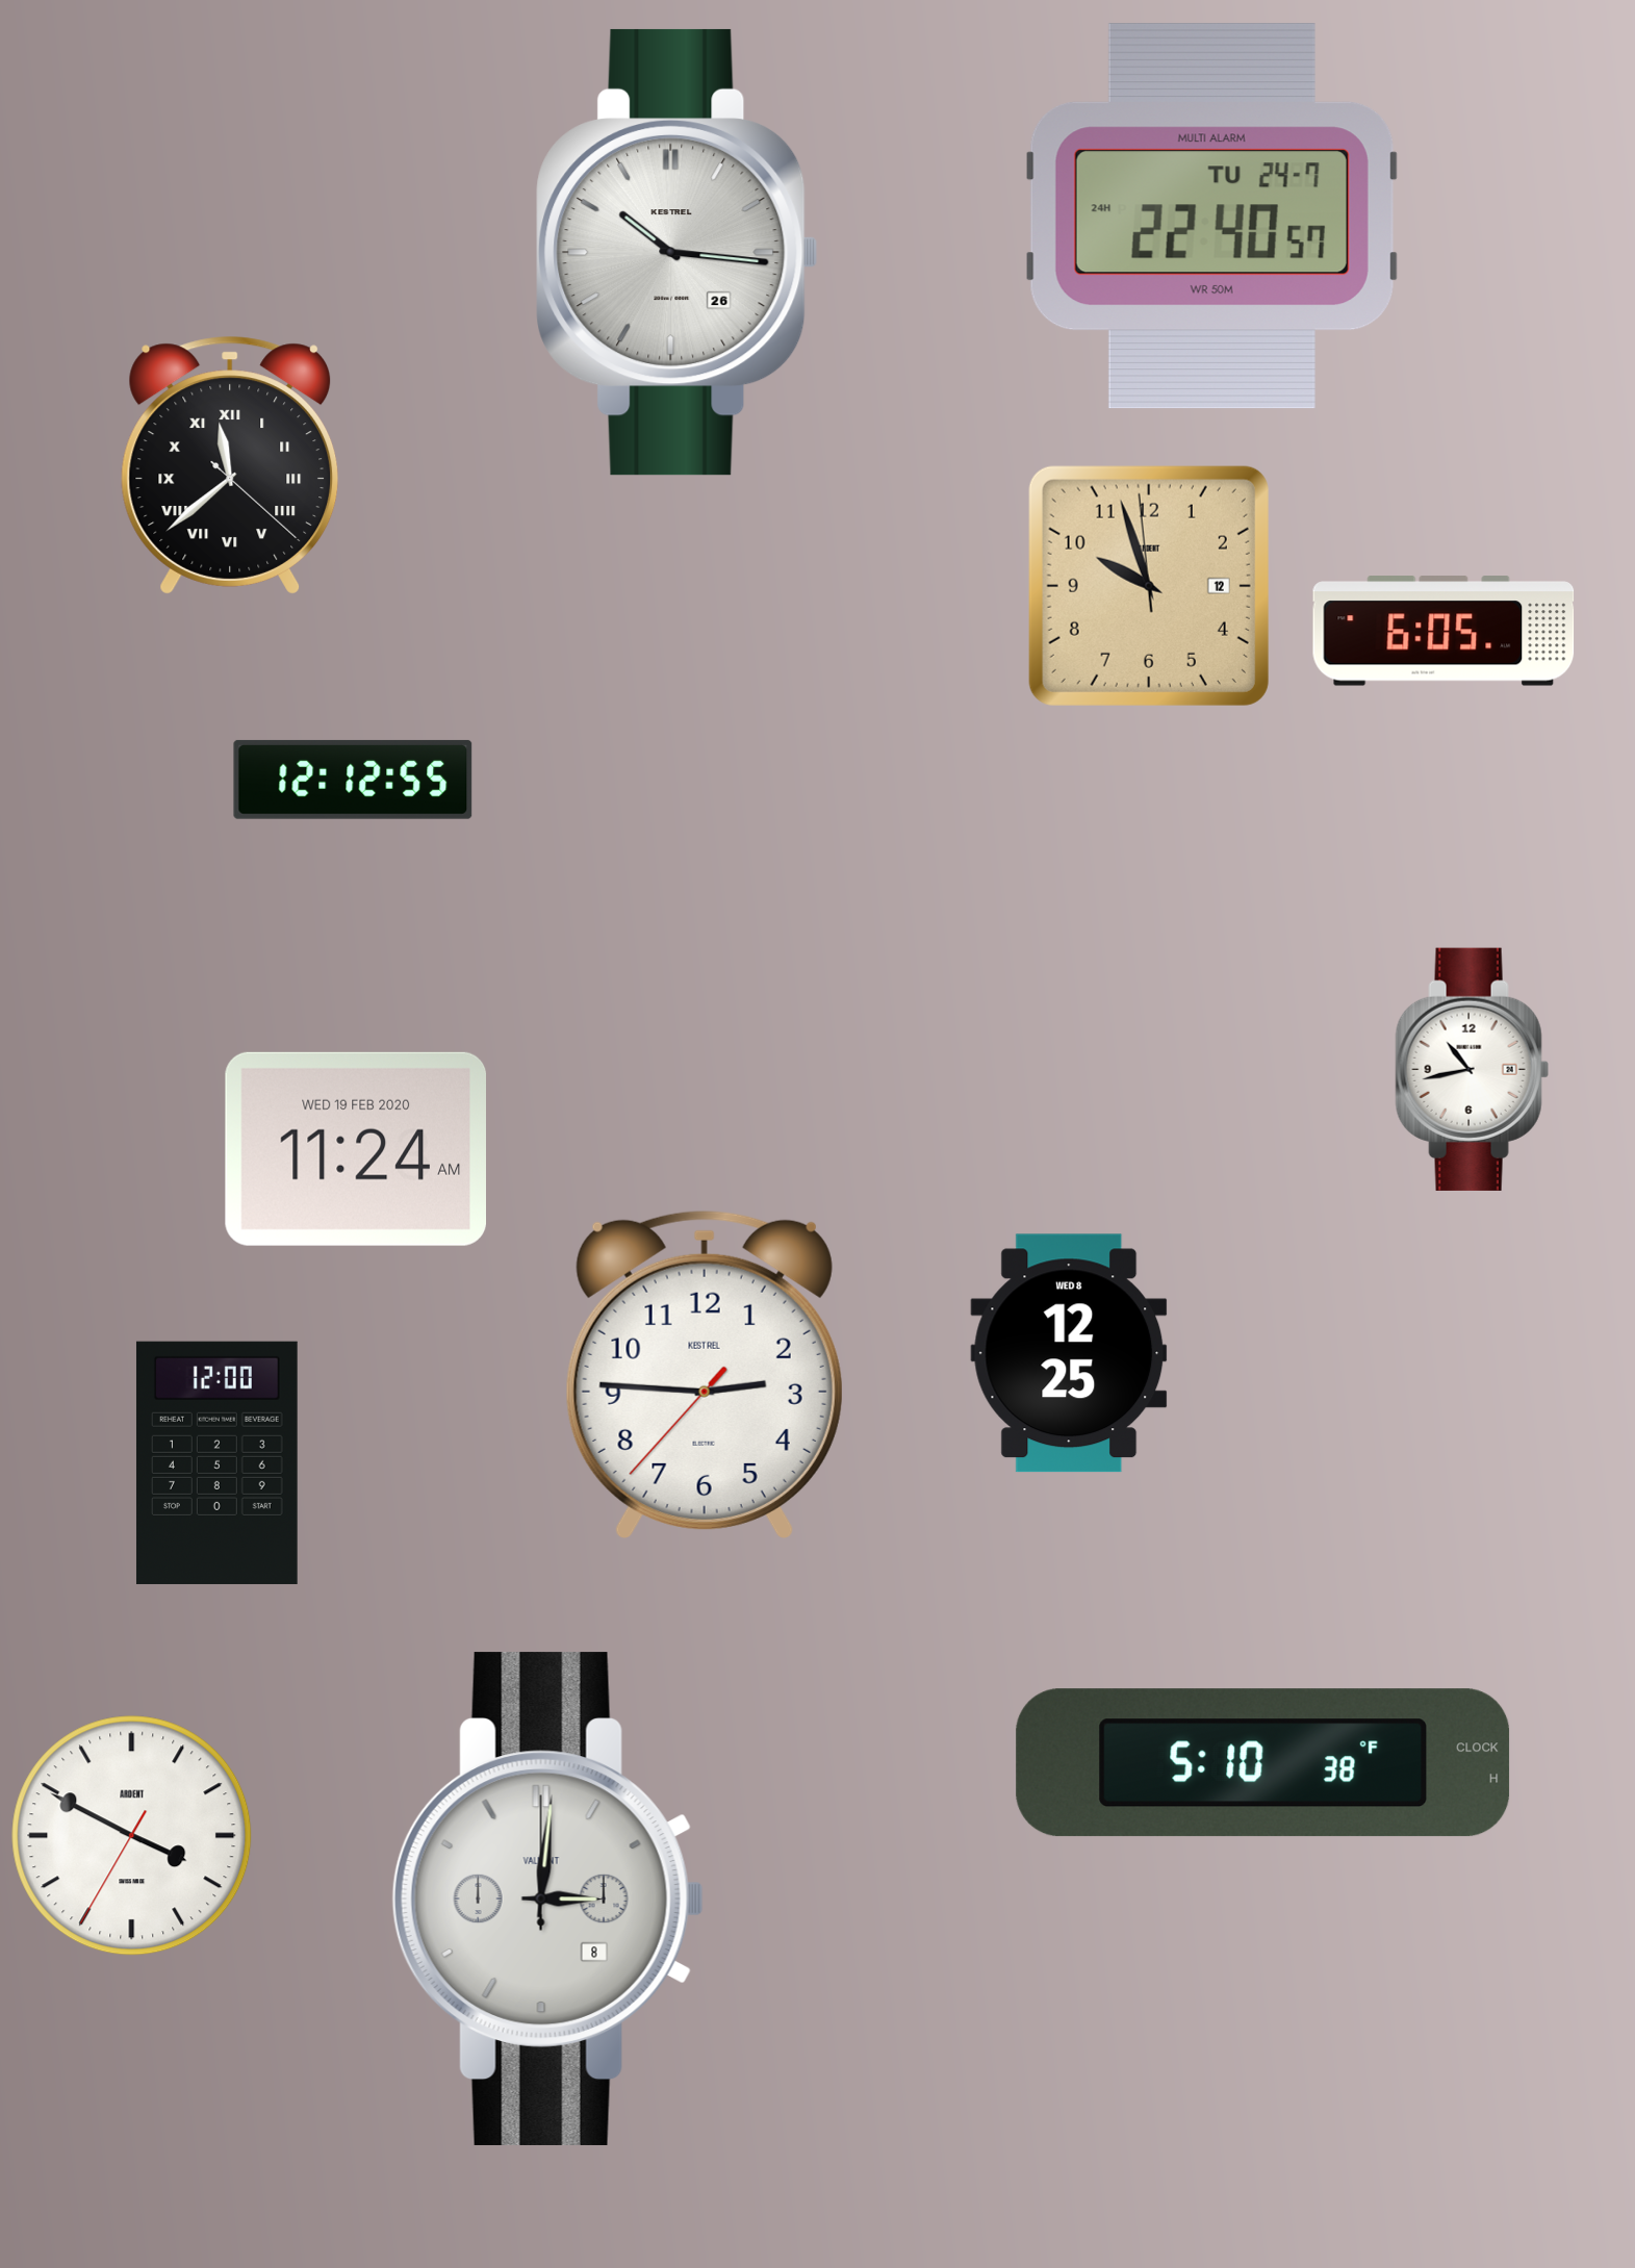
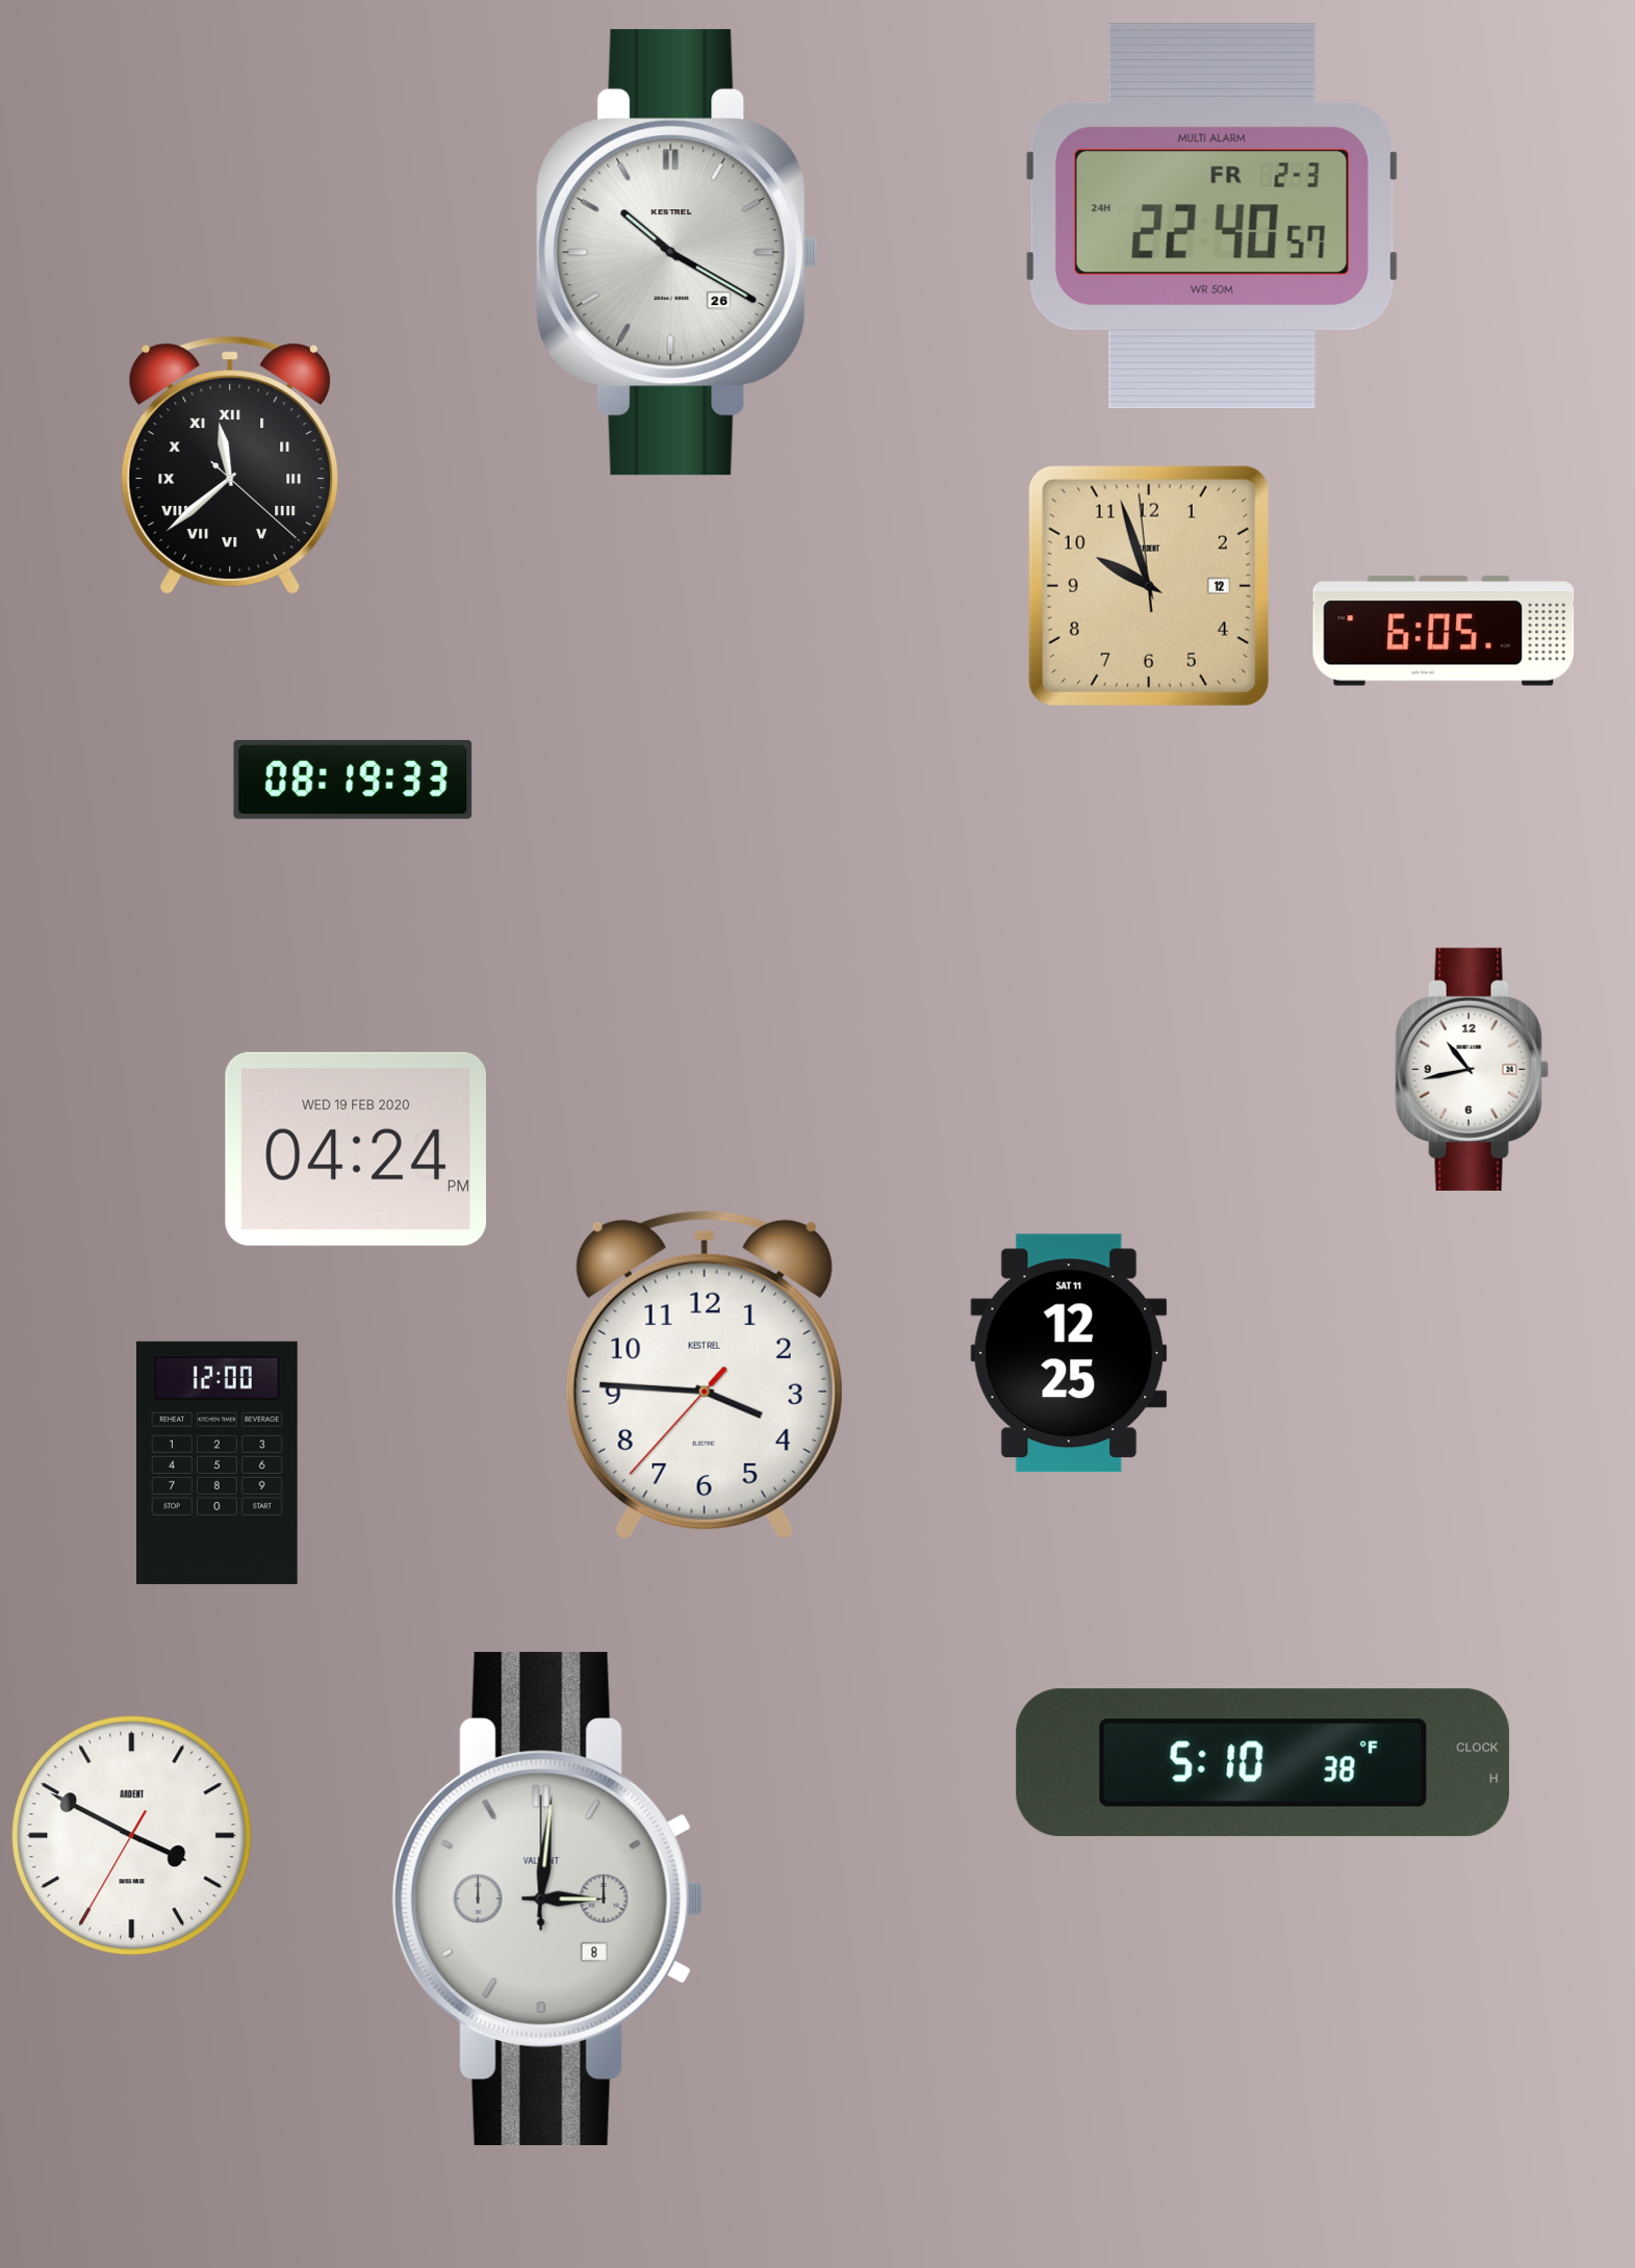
clock at (1211, 216) date: TU 24-7 -> FR 2-3
clock at (678, 252): 10:16 -> 10:20
clock at (353, 780): 12:12 -> 08:19
clock at (356, 1149): 11:24 -> 04:24
clock at (1069, 1353) date: WED 8 -> SAT 11
clock at (705, 1374): 2:45 -> 3:45
